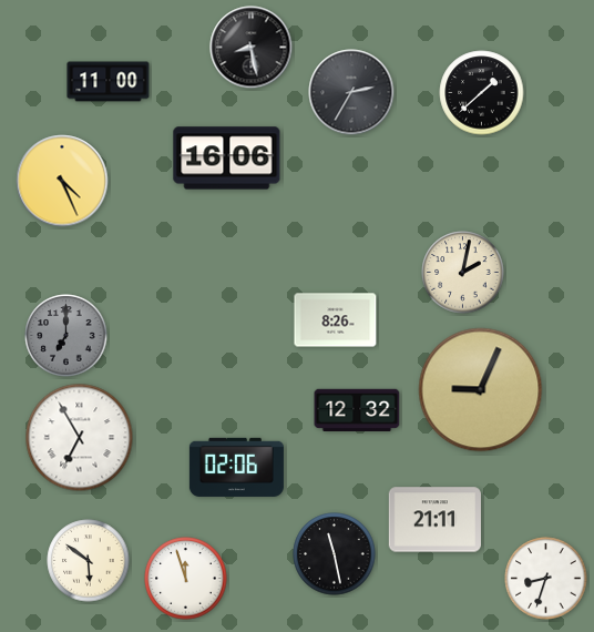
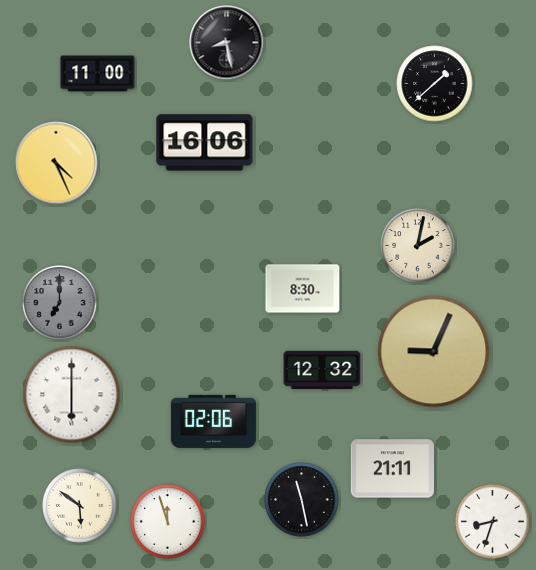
clock at (351, 92): 2:35 -> none
clock at (336, 320): 8:26 -> 8:30
clock at (80, 438): 6:55 -> 6:00
